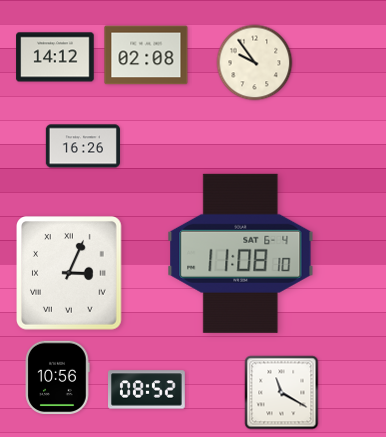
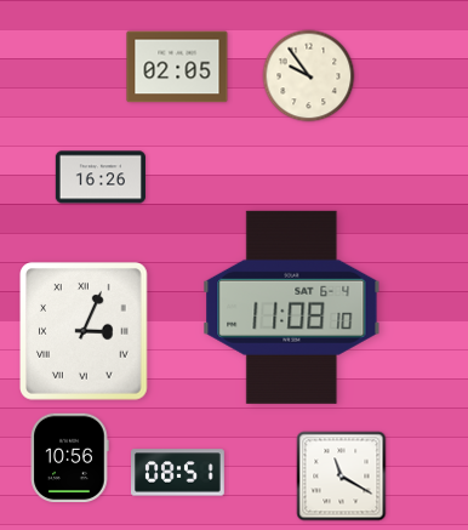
clock at (146, 55): 02:08 -> 02:05
clock at (55, 57): 14:12 -> none
clock at (147, 390): 08:52 -> 08:51
